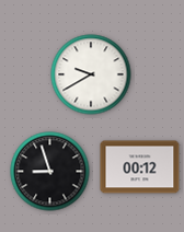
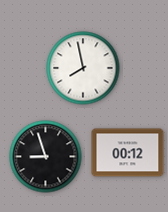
clock at (91, 74): 9:40 -> 7:58
